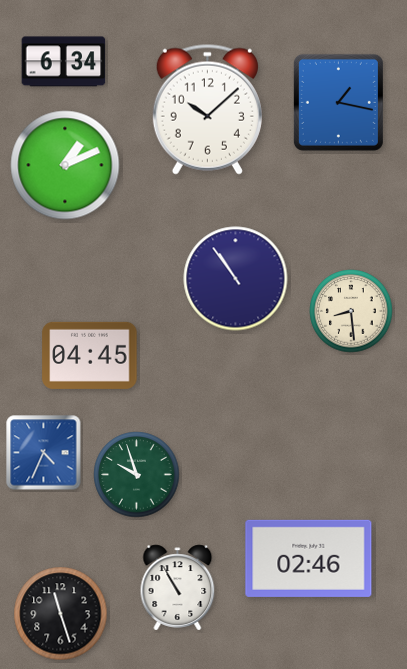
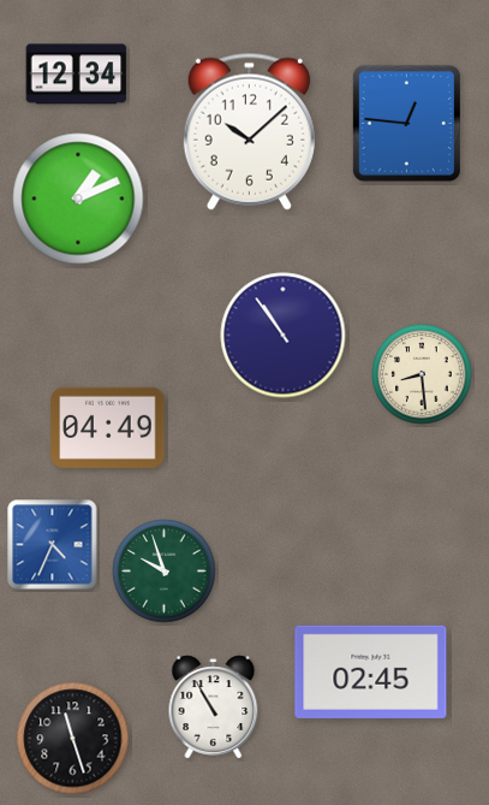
clock at (64, 62): 6:34 -> 12:34
clock at (338, 102): 1:17 -> 12:46
clock at (90, 355): 04:45 -> 04:49
clock at (309, 558): 02:46 -> 02:45
